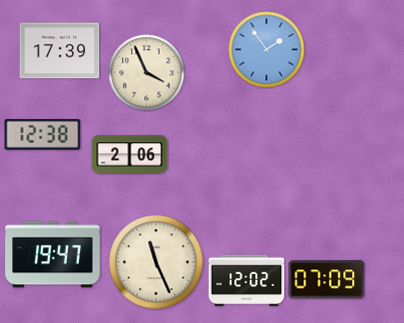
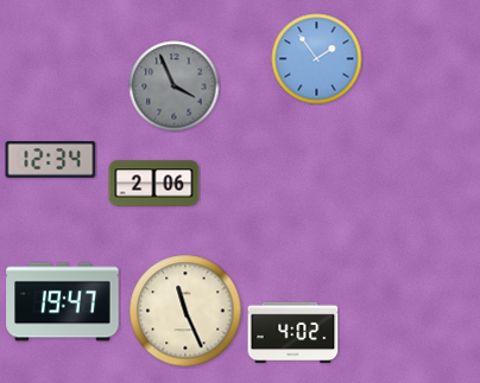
clock at (60, 51): 17:39 -> none
clock at (147, 73) dial: cream -> grey
clock at (43, 135): 12:38 -> 12:34
clock at (327, 280): 07:09 -> none
clock at (247, 281): 12:02 -> 4:02
